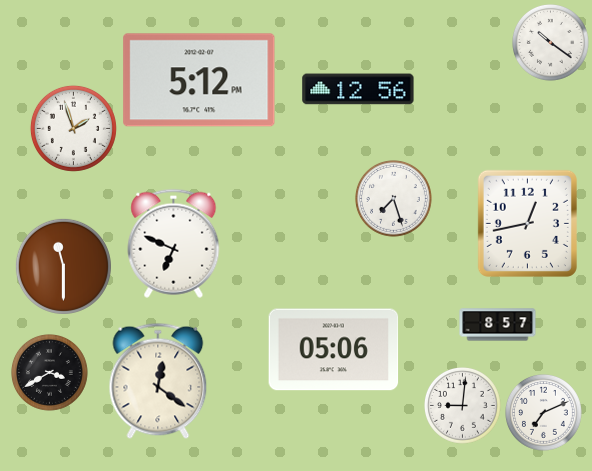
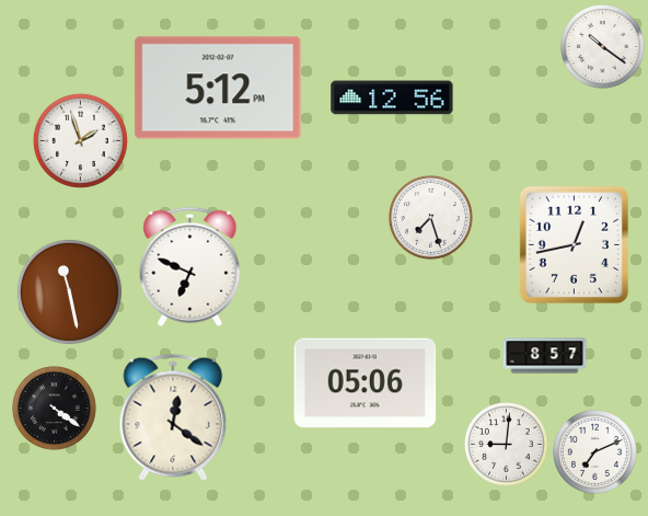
clock at (527, 223) position: (527, 223) -> (574, 244)
clock at (63, 266): 11:30 -> 11:28
clock at (50, 373): 3:40 -> 4:21
